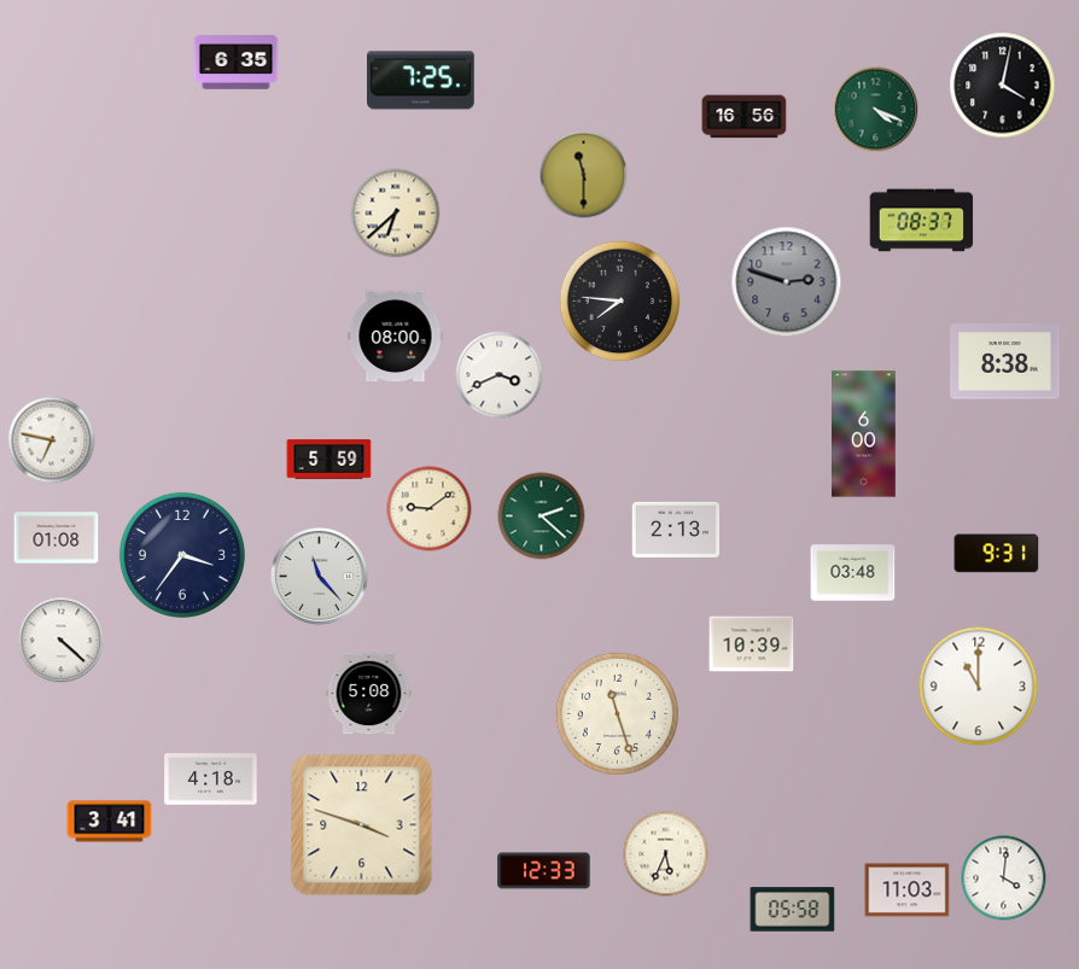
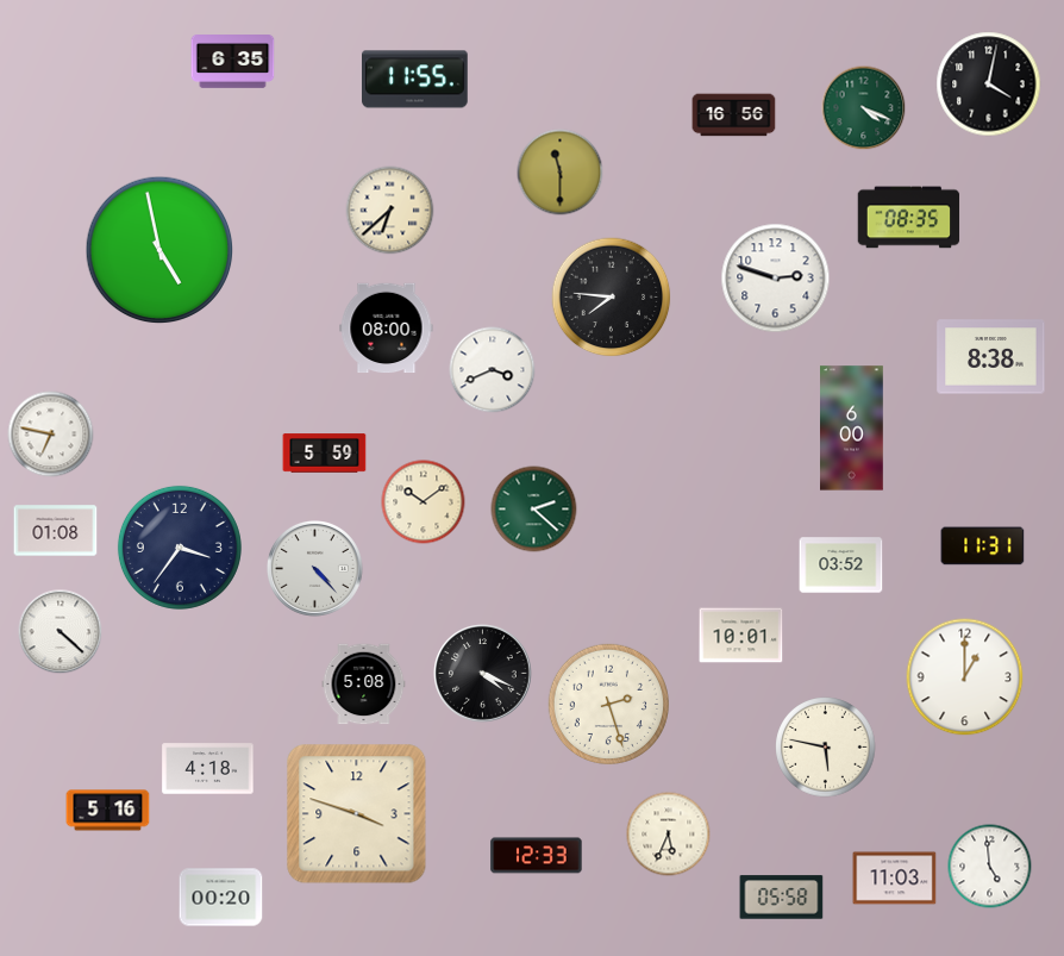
clock at (421, 81): 7:25 -> 11:55
clock at (584, 175) position: (584, 175) -> (561, 173)
clock at (922, 221): 08:37 -> 08:35
clock at (159, 250): none -> 4:58
clock at (787, 282) dial: grey -> white
clock at (396, 337) position: (396, 337) -> (387, 329)
clock at (430, 509): 9:09 -> 10:09
clock at (676, 530): 2:13 -> none
clock at (997, 554): 9:31 -> 11:31
clock at (853, 573): 03:48 -> 03:52
clock at (320, 577): 11:23 -> 4:23
clock at (752, 644): 10:39 -> 10:01
clock at (483, 674): none -> 4:19
clock at (979, 687): 11:00 -> 1:00
clock at (617, 713): 11:27 -> 2:27
clock at (826, 748): none -> 5:47
clock at (110, 822): 3:41 -> 5:16
clock at (666, 854) position: (666, 854) -> (669, 835)
clock at (544, 871) position: (544, 871) -> (537, 856)
clock at (1004, 878): 4:01 -> 4:59
clock at (221, 898): none -> 00:20
